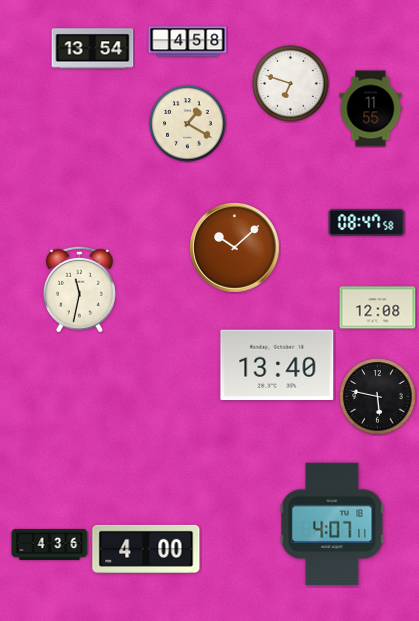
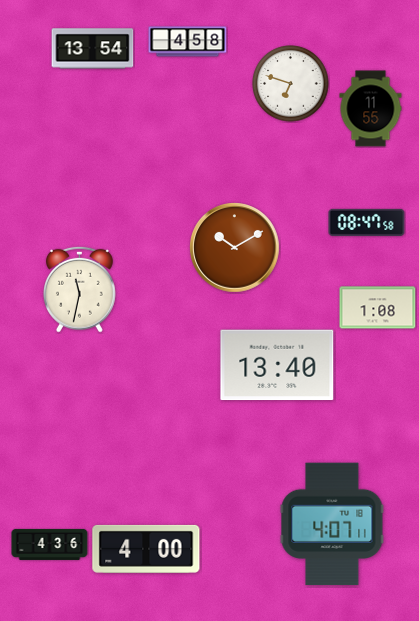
clock at (188, 124): 1:20 -> none
clock at (235, 248): 10:08 -> 10:10
clock at (378, 308): 12:08 -> 1:08
clock at (378, 397): 5:47 -> none
